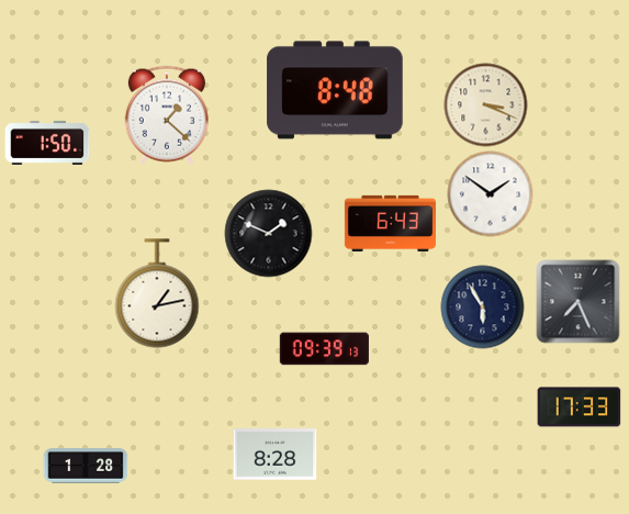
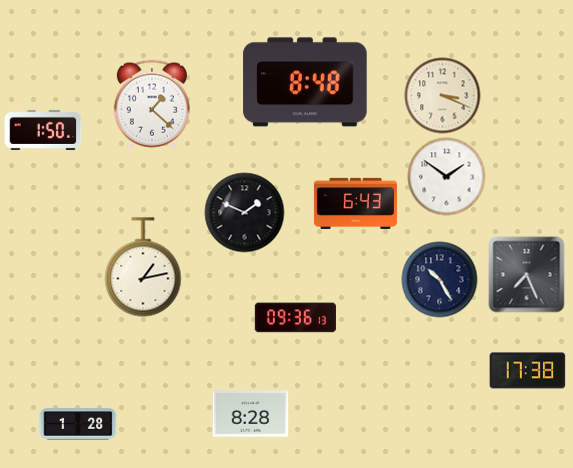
clock at (483, 308): 5:55 -> 10:25
clock at (324, 349): 09:39 -> 09:36
clock at (580, 407): 17:33 -> 17:38
